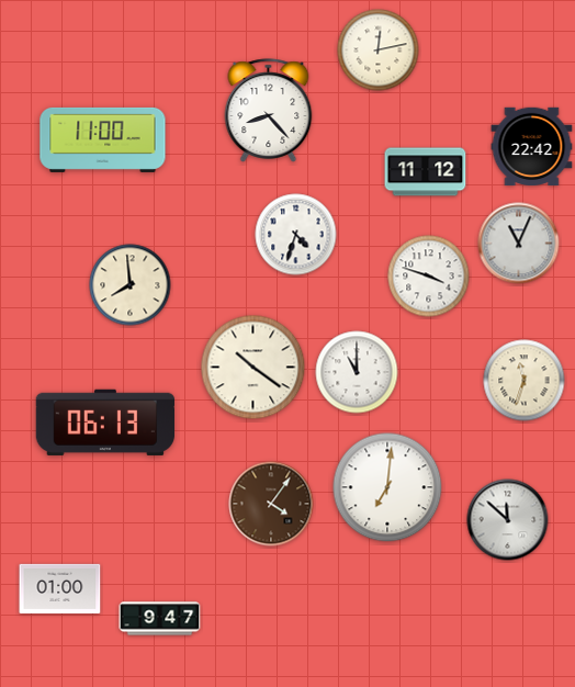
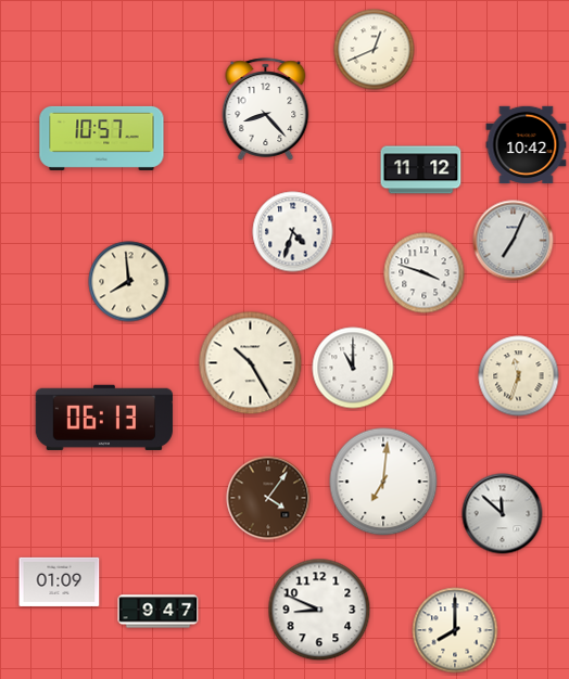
clock at (379, 50): 12:13 -> 12:41
clock at (103, 139): 11:00 -> 10:57
clock at (532, 146): 22:42 -> 10:42
clock at (519, 244): 11:04 -> 7:04
clock at (253, 368): 10:21 -> 10:25
clock at (60, 588): 01:00 -> 01:09
clock at (319, 610): none -> 8:49
clock at (455, 630): none -> 8:00
